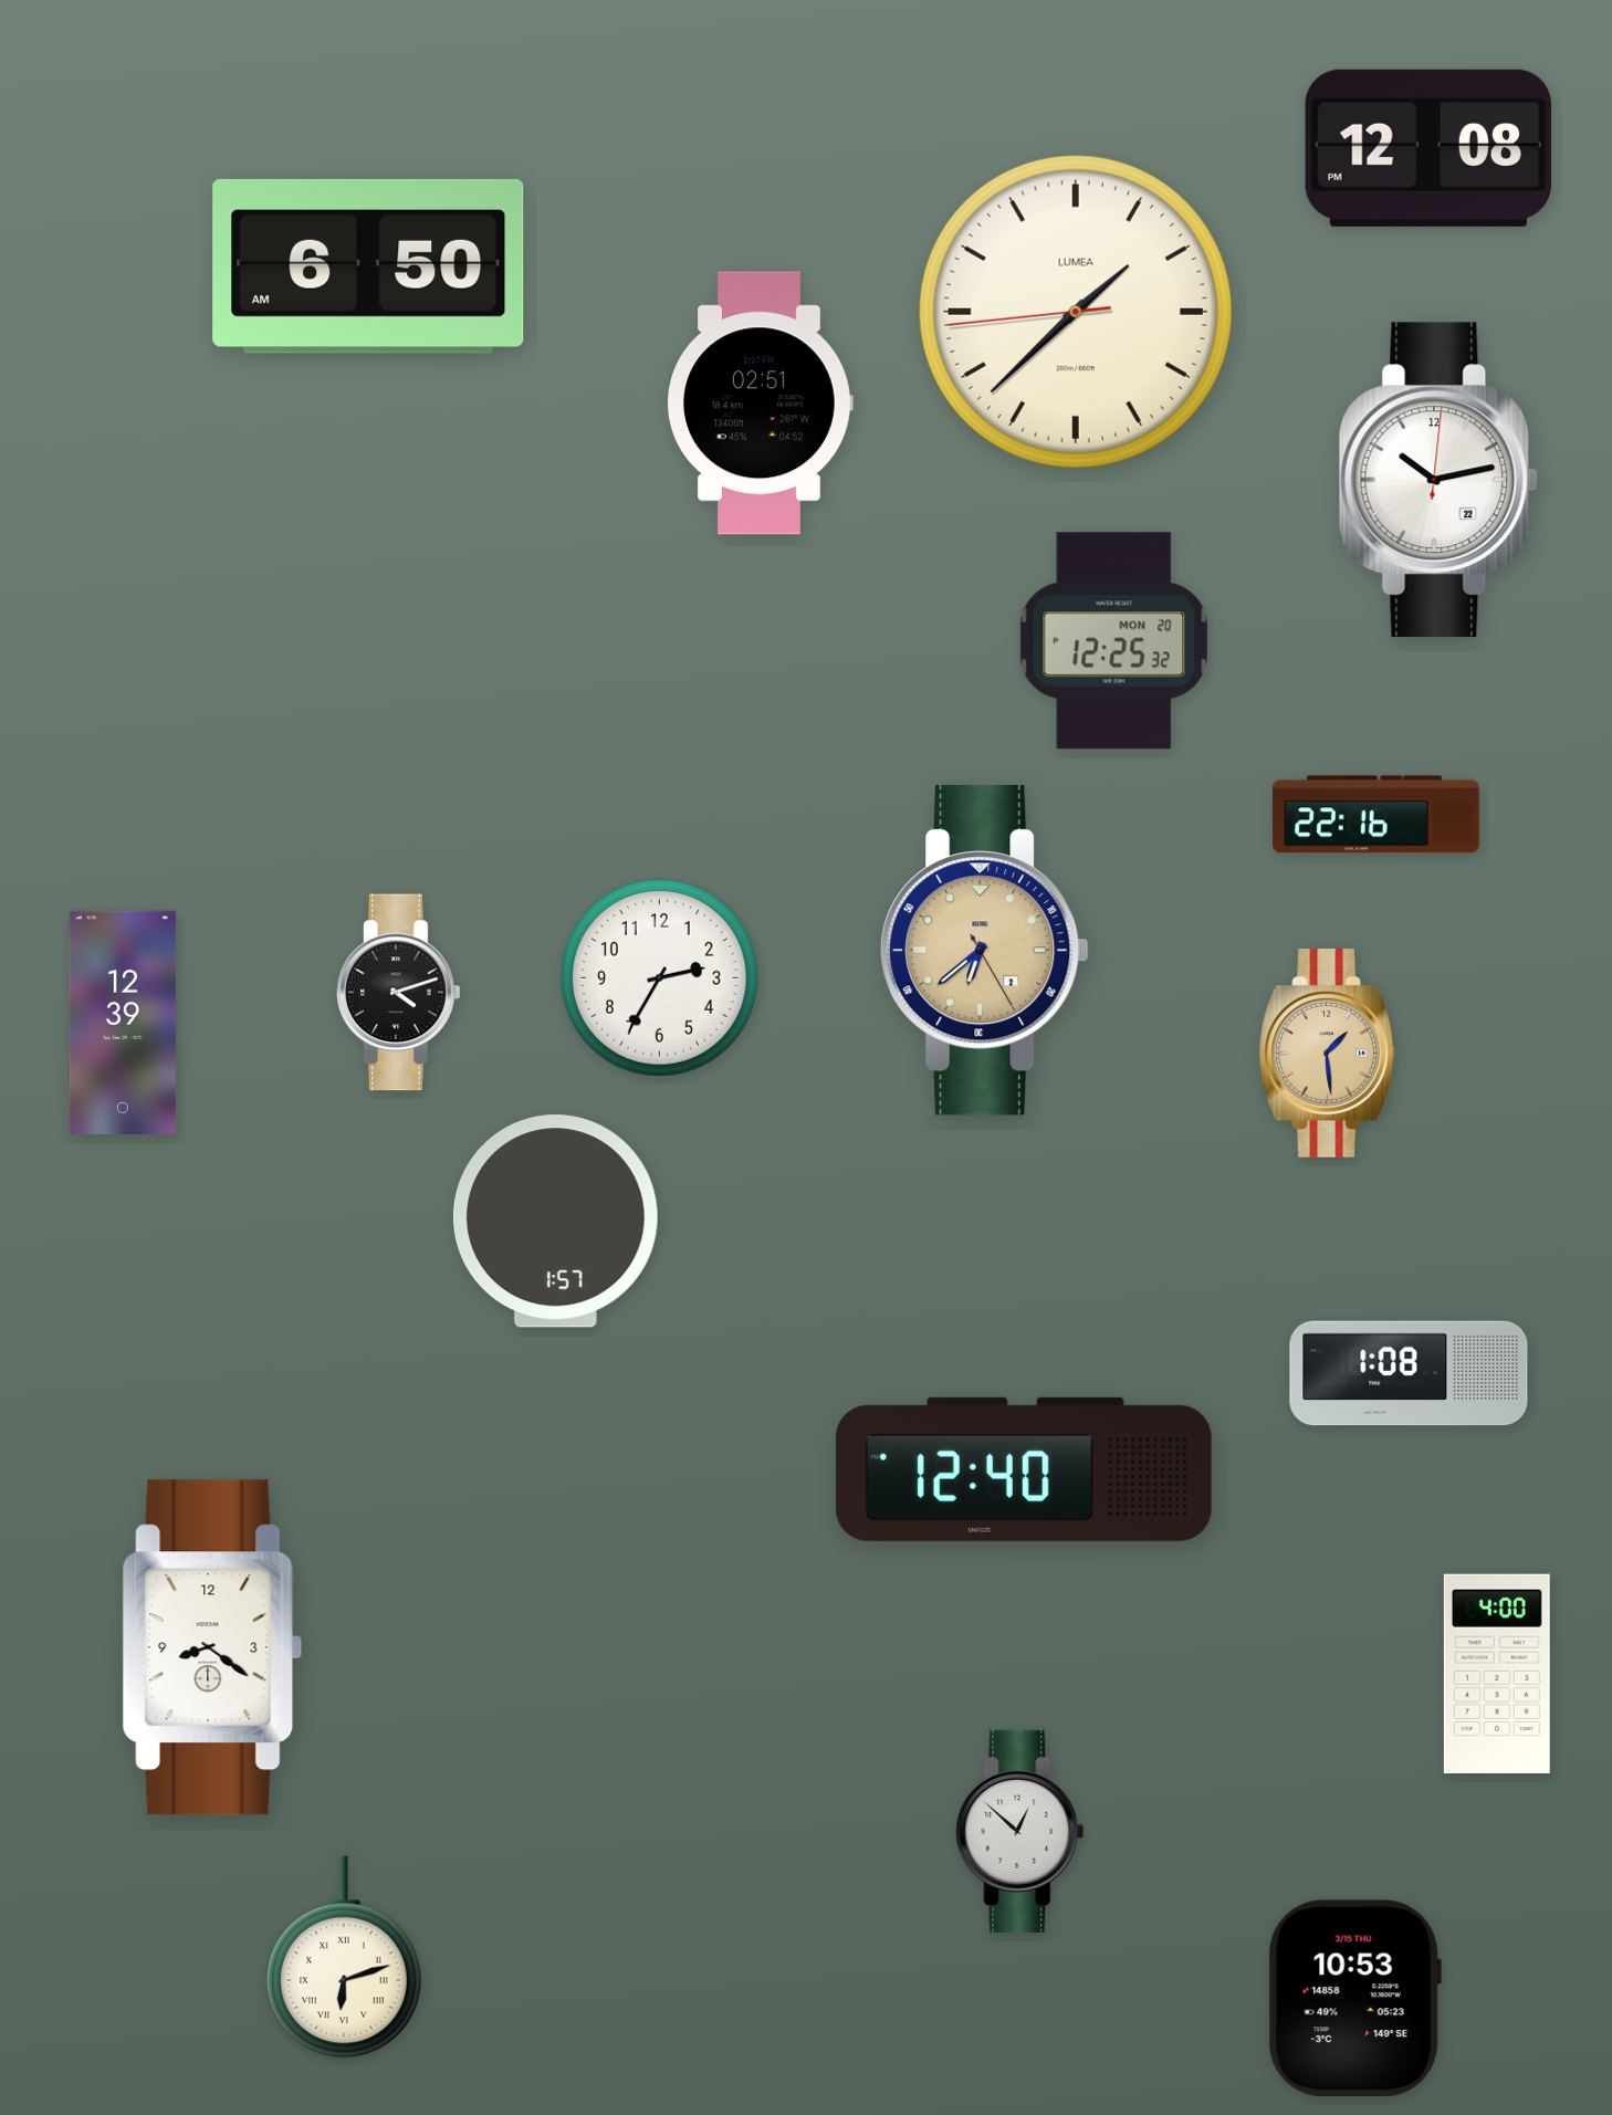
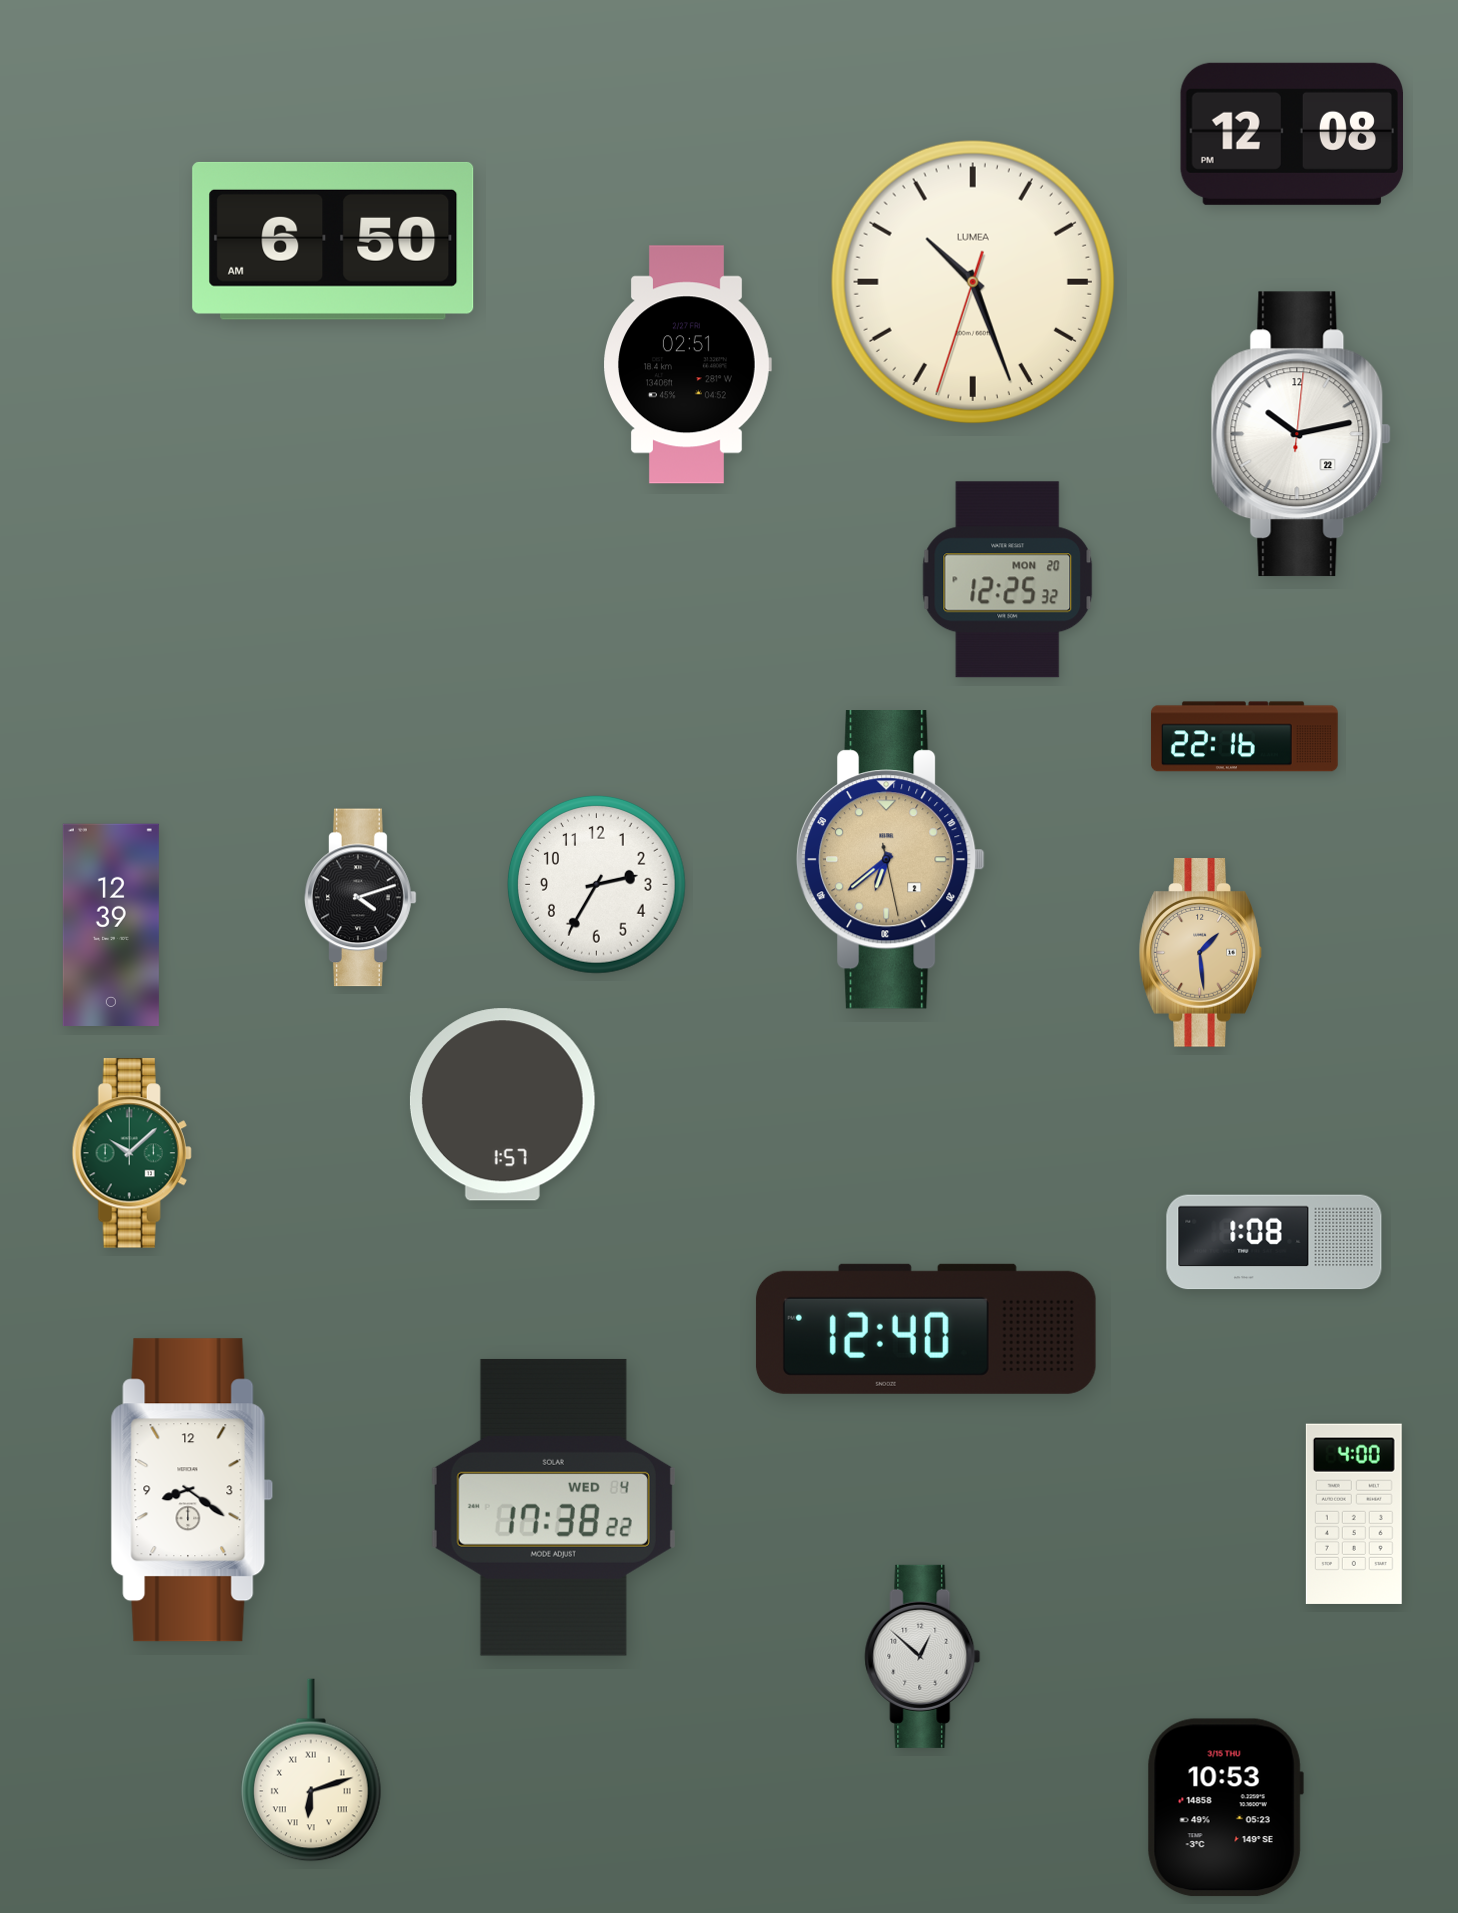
clock at (1076, 312): 1:37 -> 10:26
clock at (985, 951): 6:38:25 -> 6:38:28
clock at (132, 1153): none -> 10:08
clock at (553, 1507): none -> 17:38
